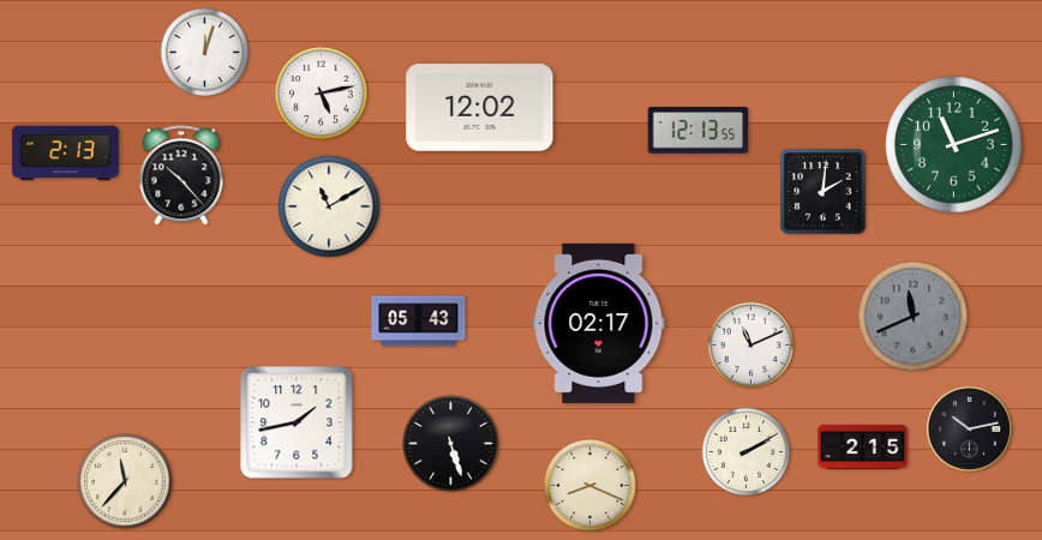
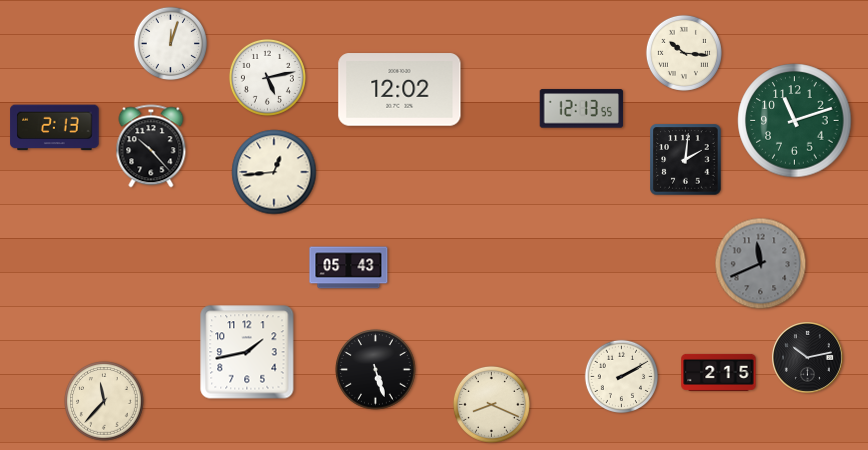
clock at (684, 53): none -> 10:16
clock at (329, 206): 11:10 -> 12:44
clock at (599, 323): 02:17 -> none
clock at (751, 346): 11:11 -> none
